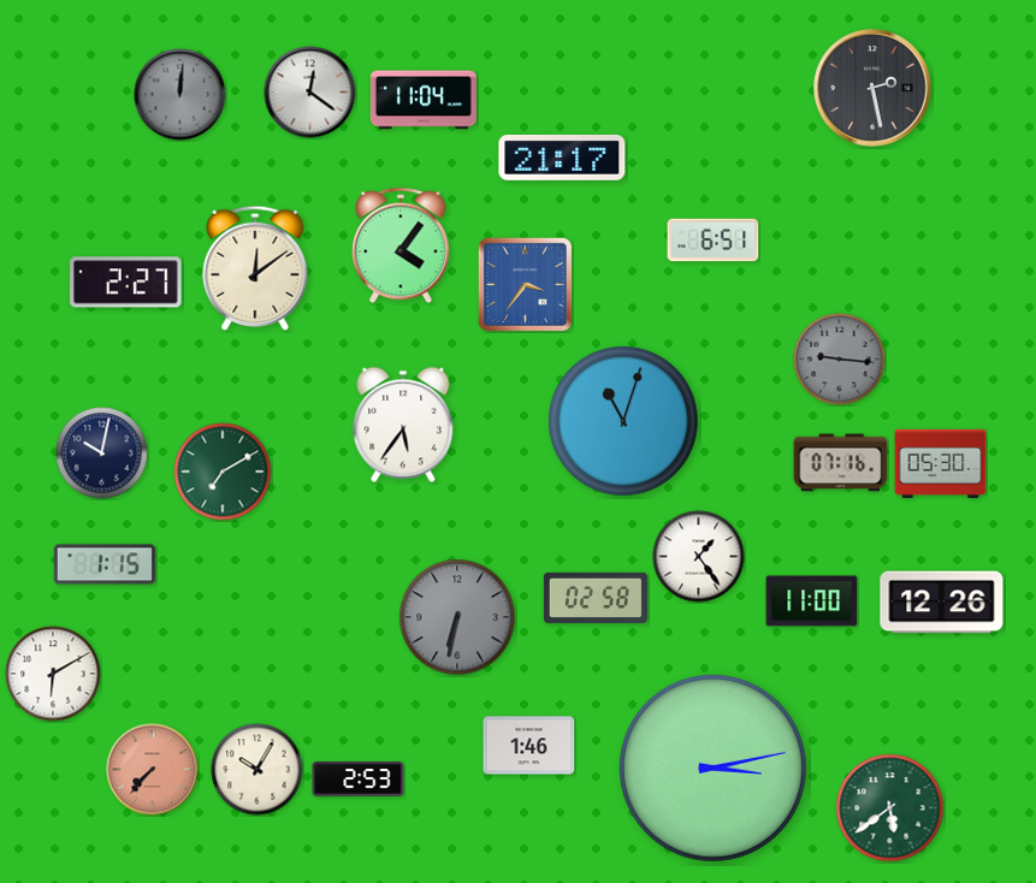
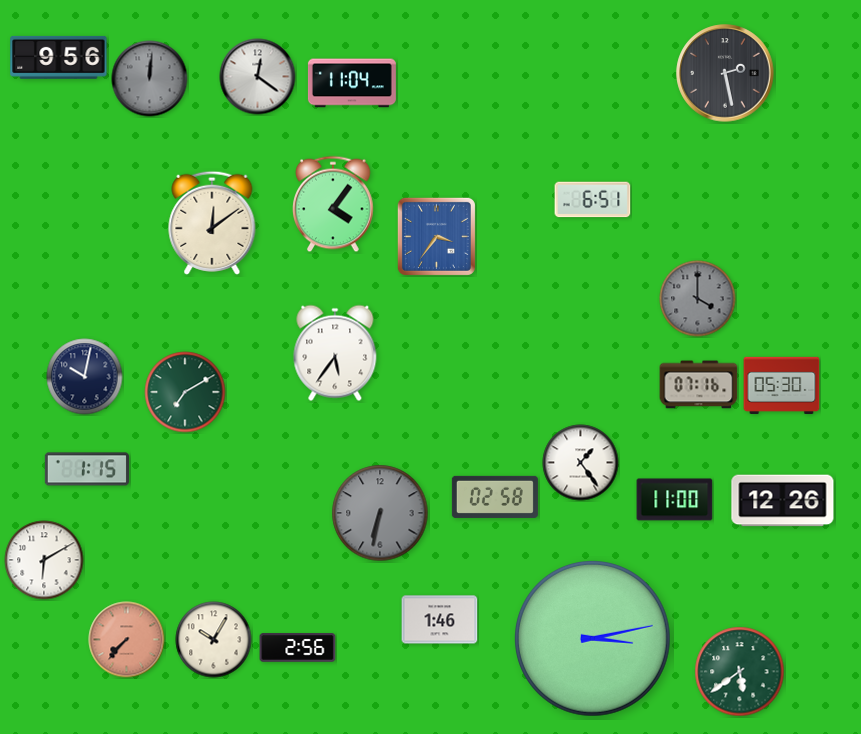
clock at (59, 57): none -> 9:56
clock at (562, 158): 21:17 -> none
clock at (126, 283): 2:27 -> none
clock at (840, 360): 9:16 -> 4:00
clock at (623, 421): 11:03 -> none
clock at (359, 780): 2:53 -> 2:56
